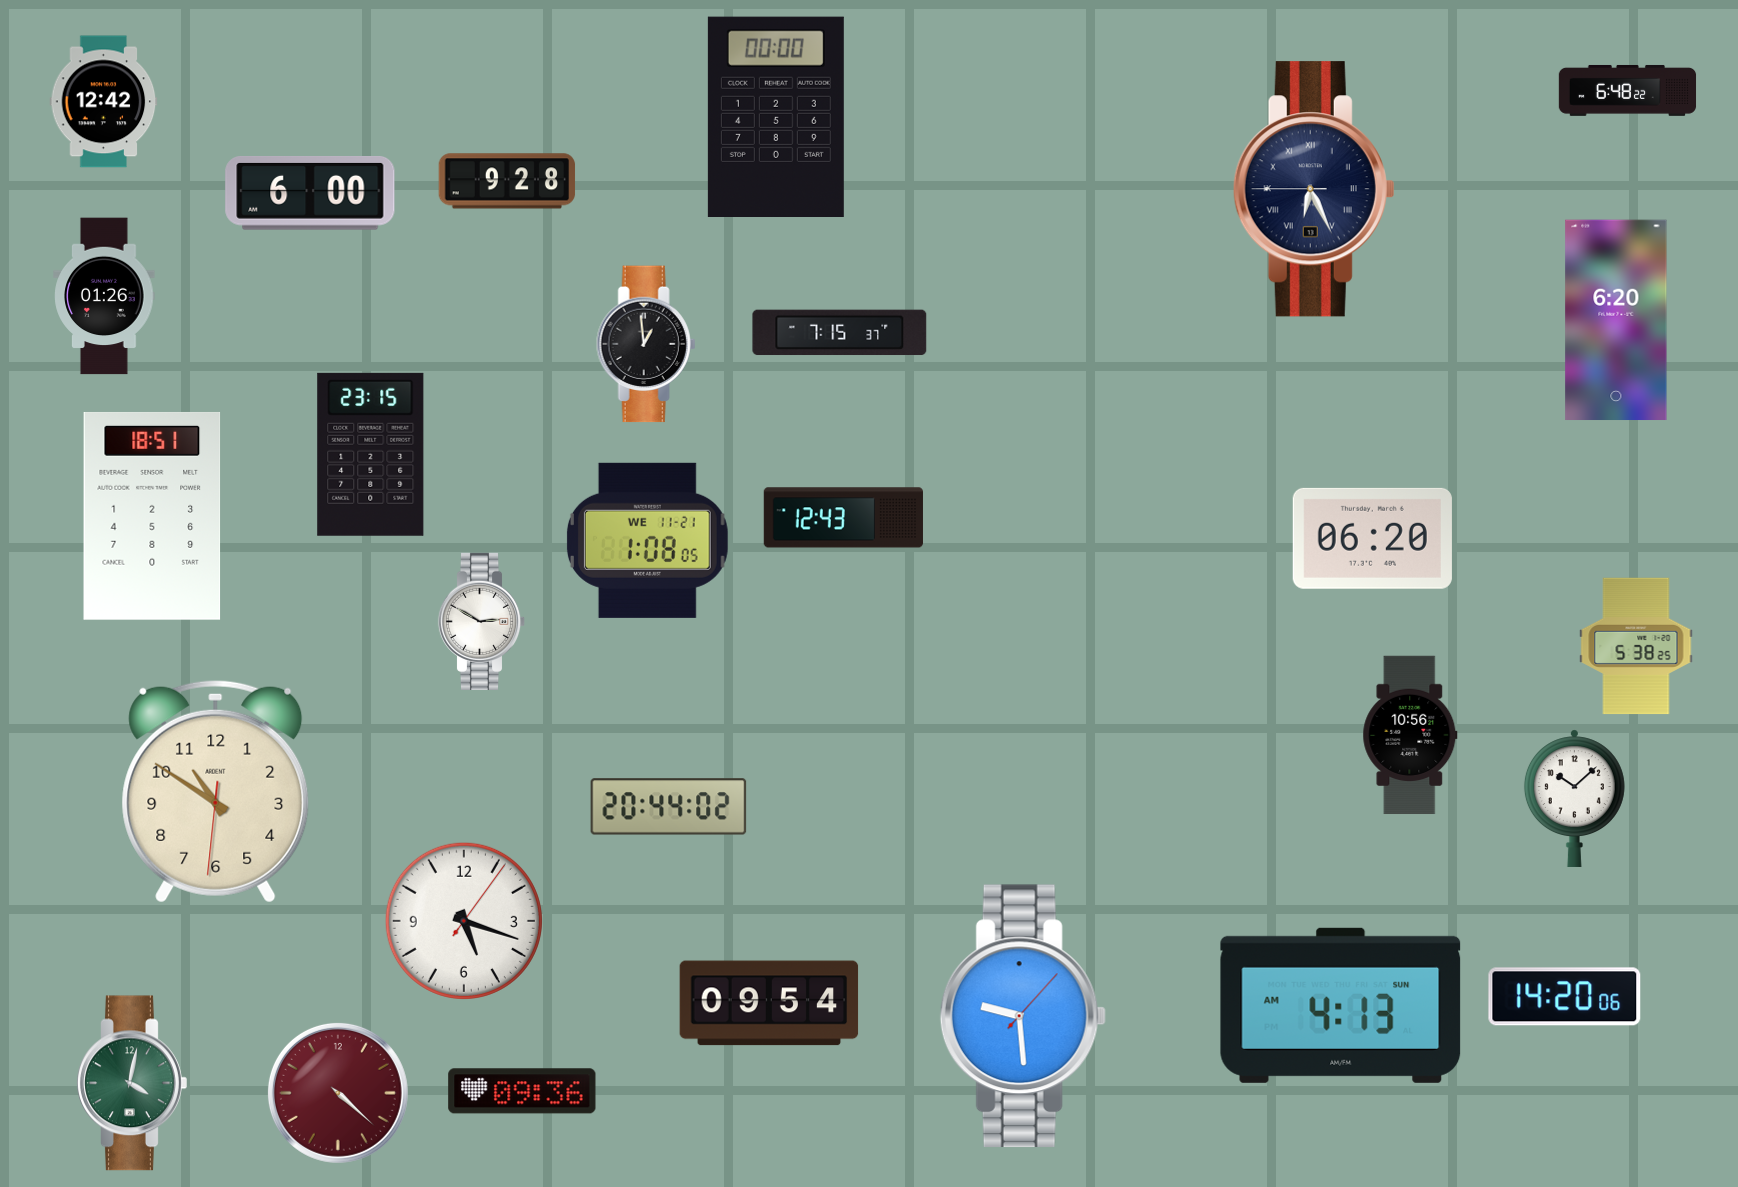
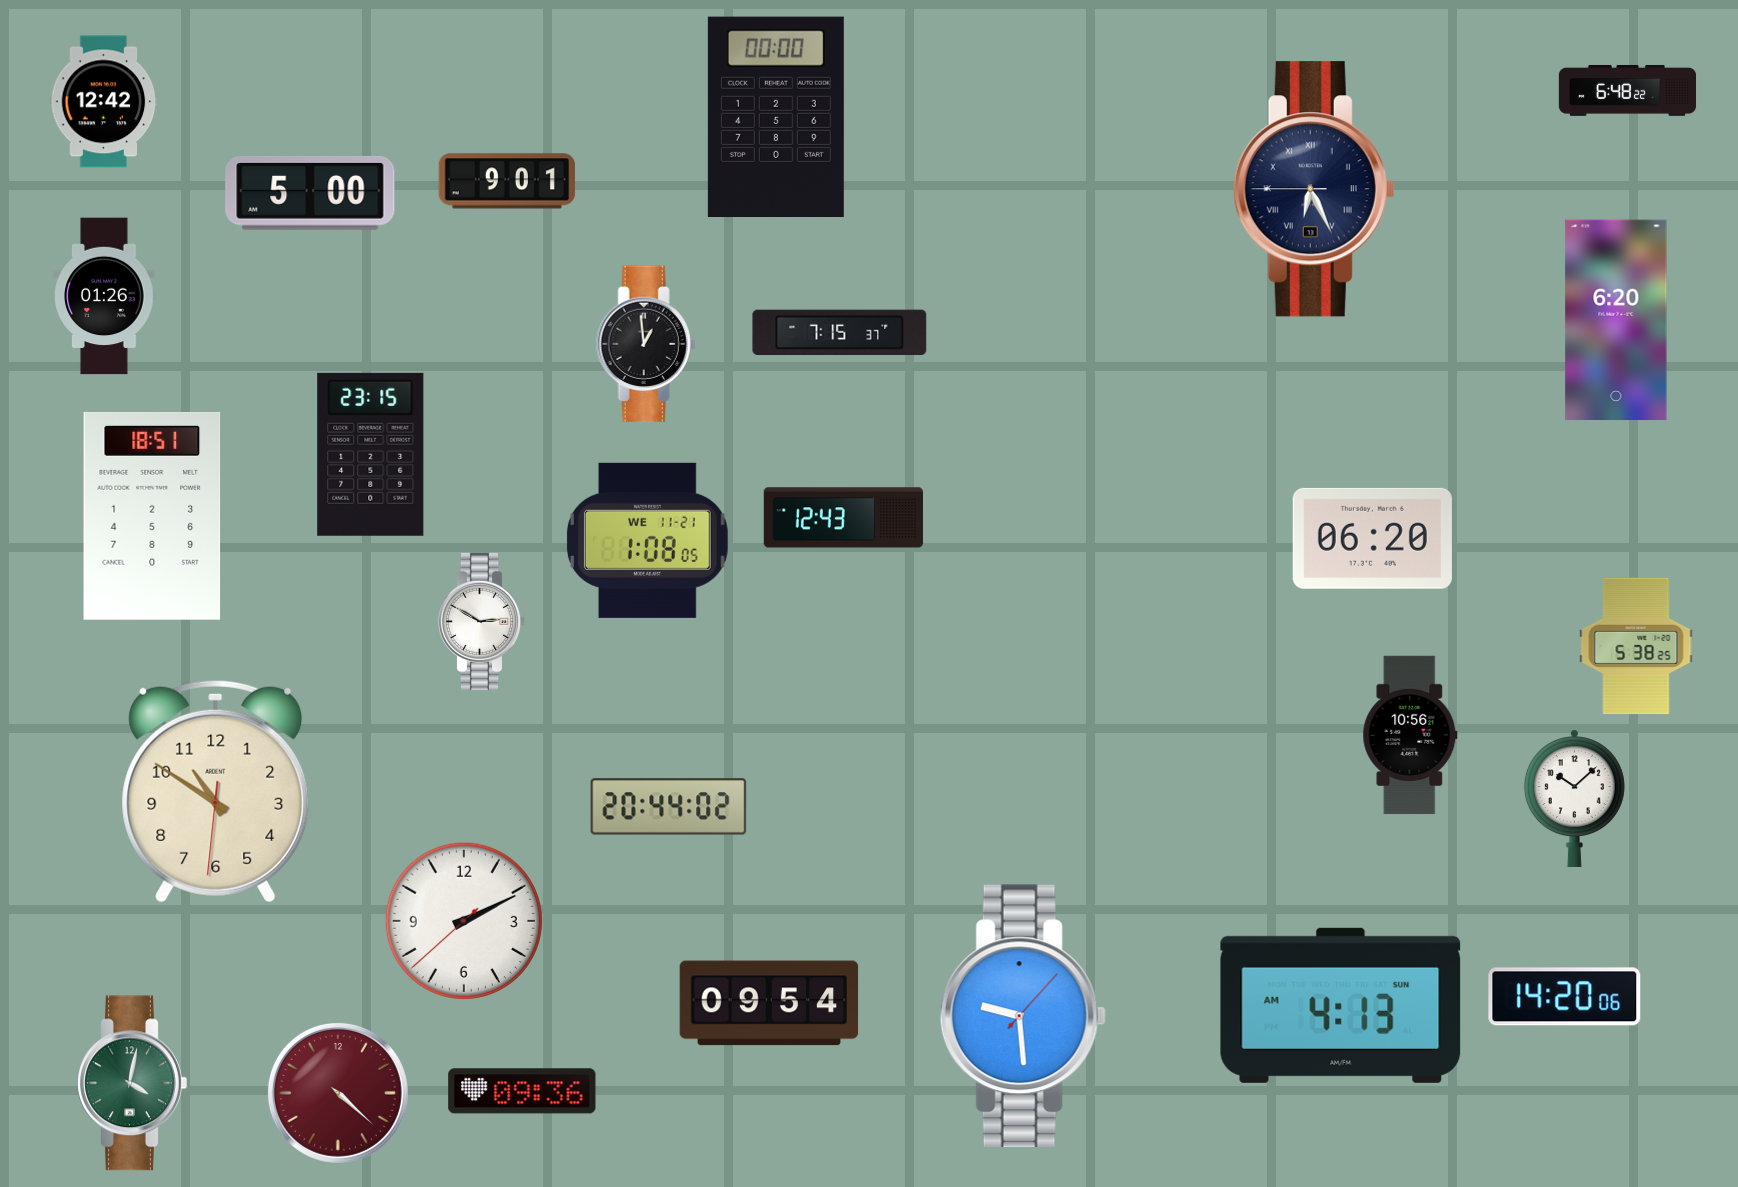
clock at (507, 181): 9:28 -> 9:01
clock at (310, 194): 6:00 -> 5:00
clock at (464, 921): 5:18 -> 2:10
